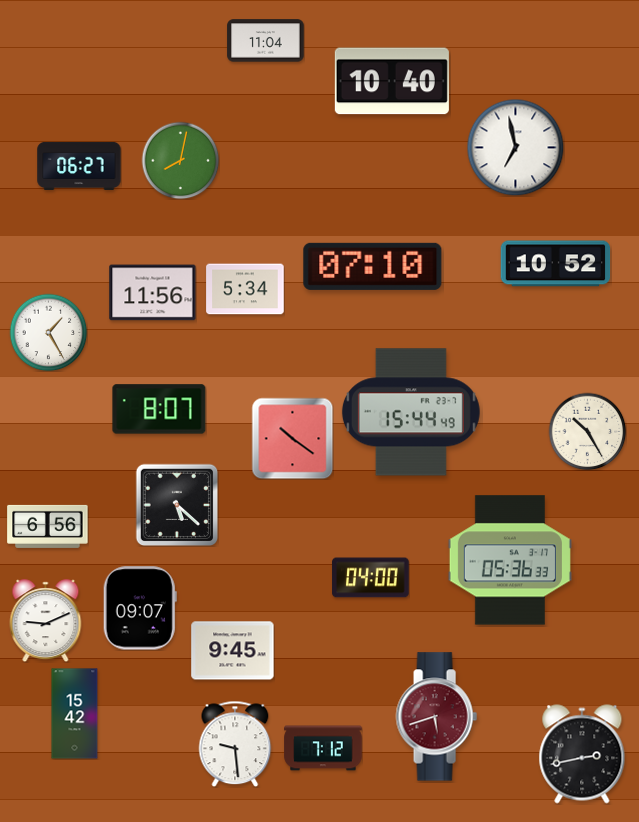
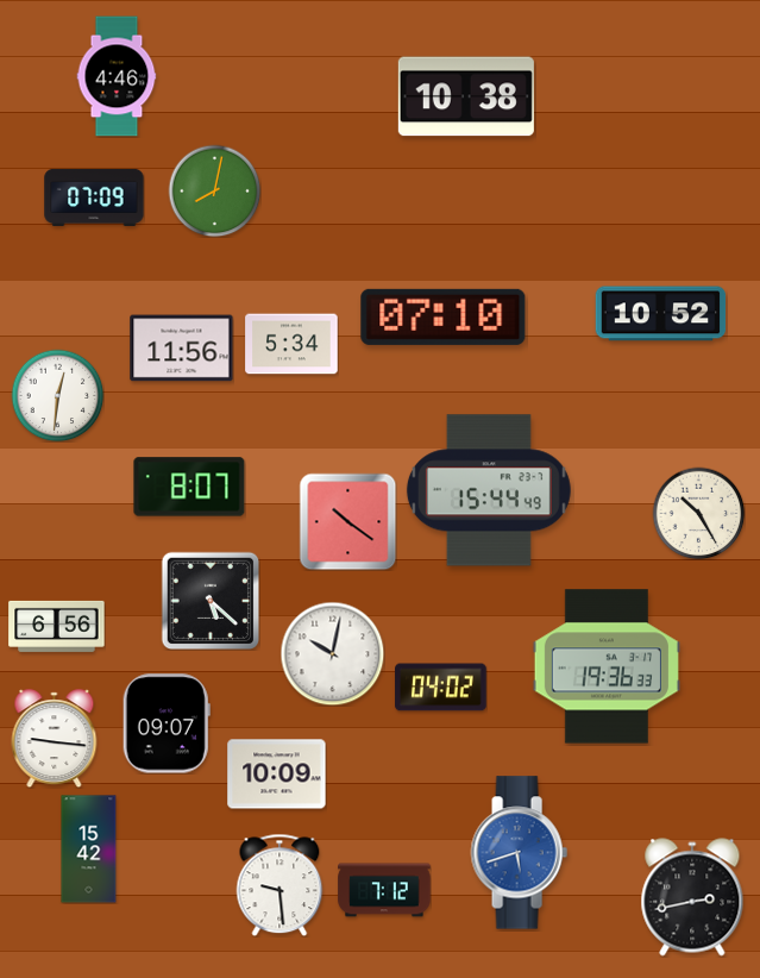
clock at (266, 41): 11:04 -> none
clock at (117, 76): none -> 4:46
clock at (392, 81): 10:40 -> 10:38
clock at (515, 147): 6:58 -> none
clock at (79, 166): 06:27 -> 07:09
clock at (48, 332): 1:25 -> 12:31
clock at (332, 653): none -> 10:02
clock at (510, 560): 05:36 -> 19:36
clock at (371, 578): 04:00 -> 04:02
clock at (46, 621): 9:11 -> 9:16
clock at (233, 651): 9:45 -> 10:09
clock at (436, 717) dial: burgundy -> blue
